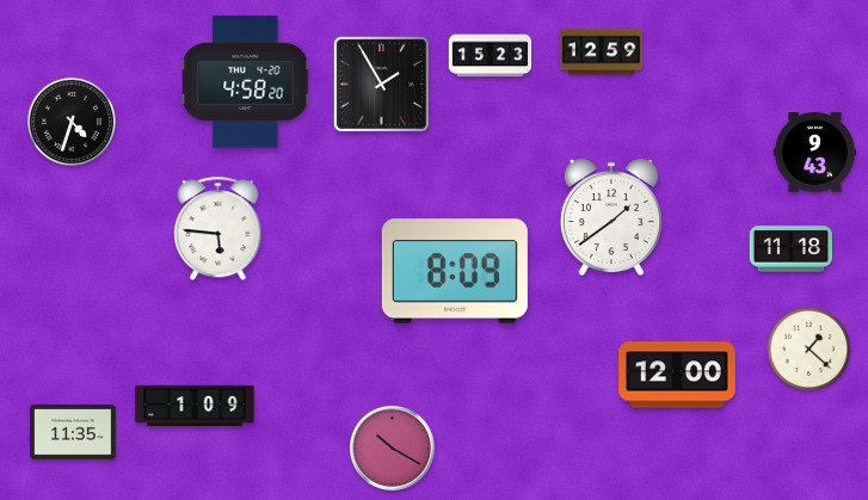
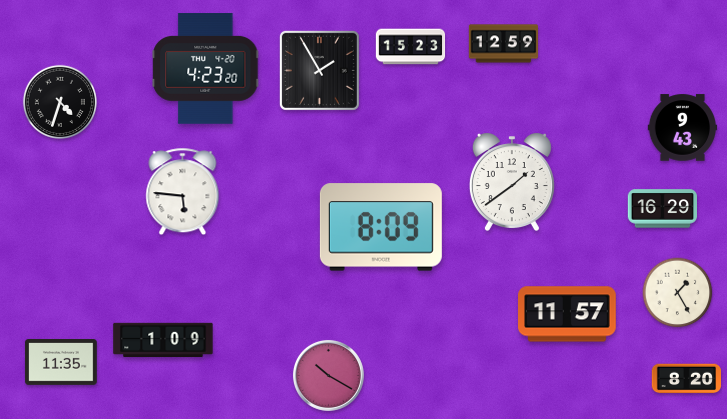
clock at (246, 82): 4:58 -> 4:23
clock at (792, 249): 11:18 -> 16:29
clock at (809, 350): 1:22 -> 1:25
clock at (677, 375): 12:00 -> 11:57
clock at (686, 379): none -> 8:20
